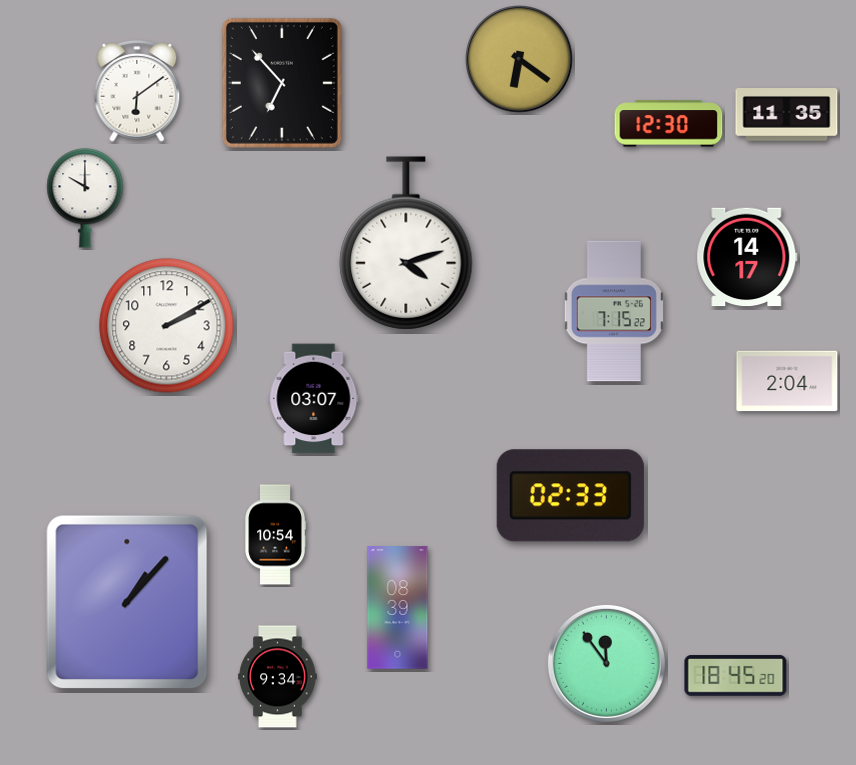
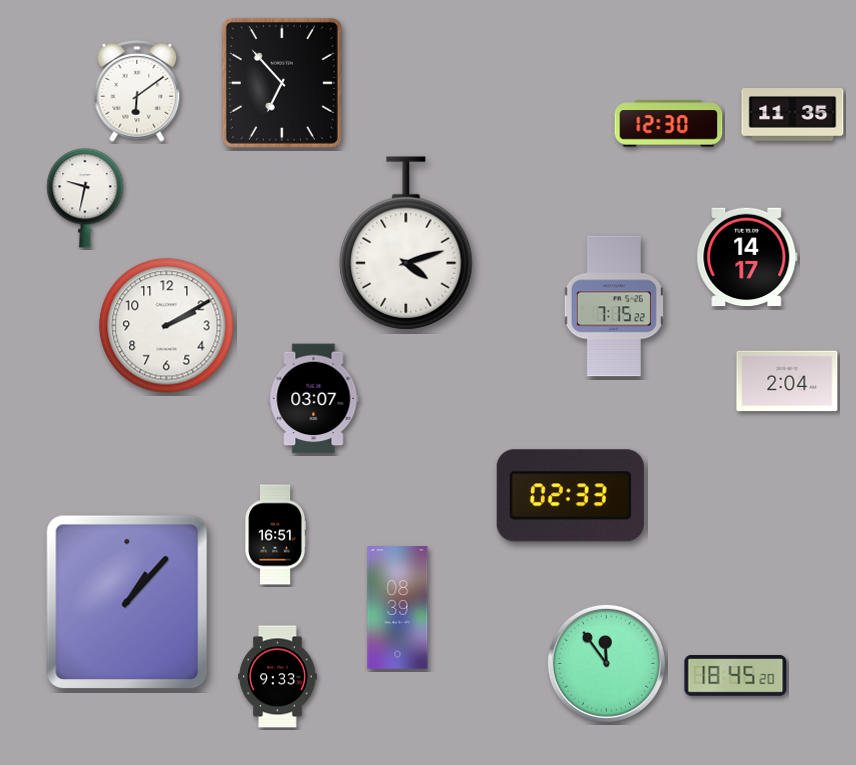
clock at (519, 59): 6:21 -> none
clock at (787, 115) position: (787, 115) -> (793, 115)
clock at (85, 198): 10:00 -> 9:32
clock at (614, 311) position: (614, 311) -> (614, 306)
clock at (275, 535): 10:54 -> 16:51
clock at (278, 677): 9:34 -> 9:33
